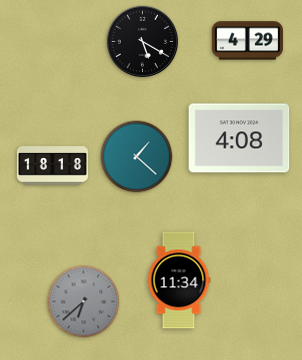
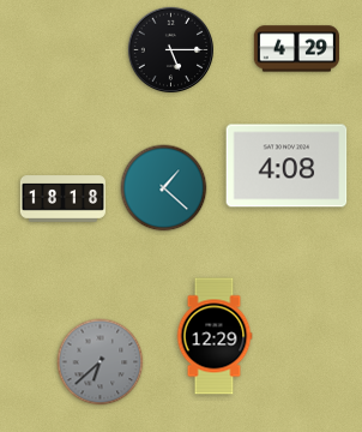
clock at (142, 41): 5:20 -> 5:15
clock at (179, 280): 11:34 -> 12:29
